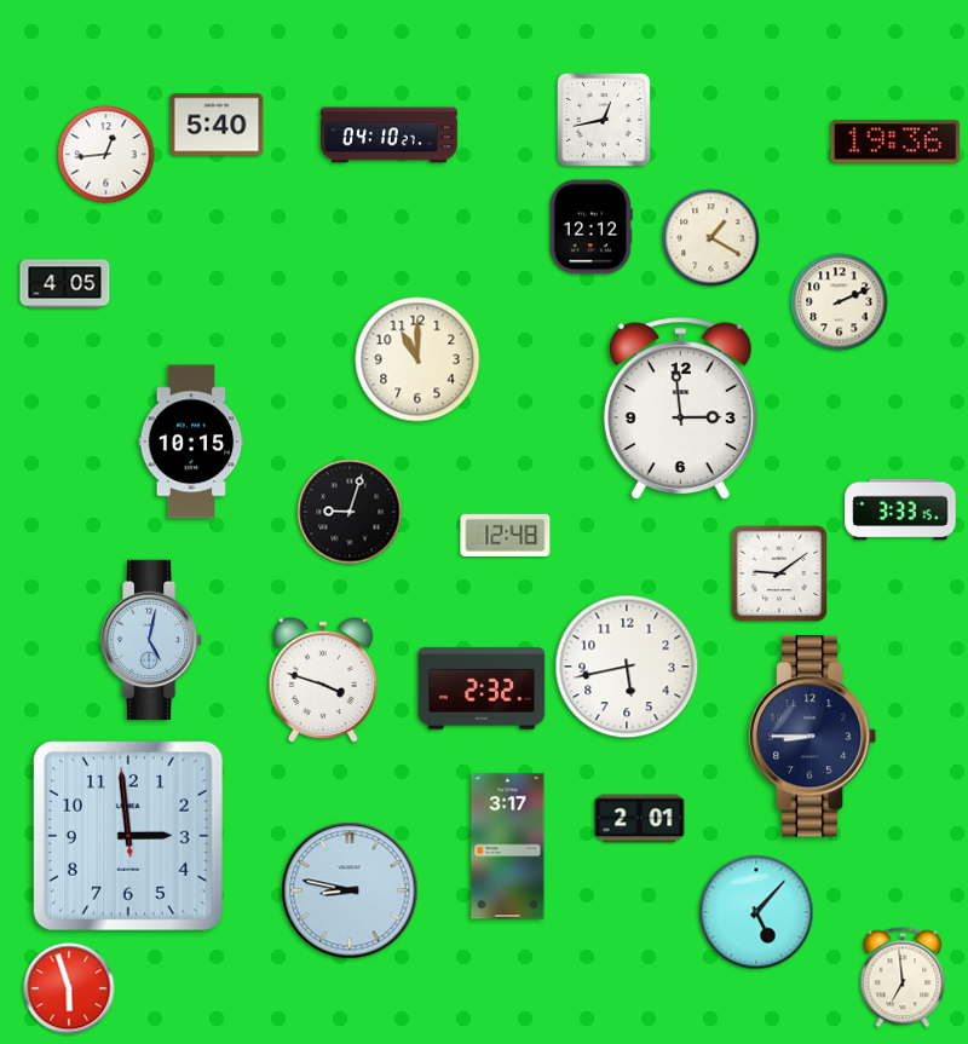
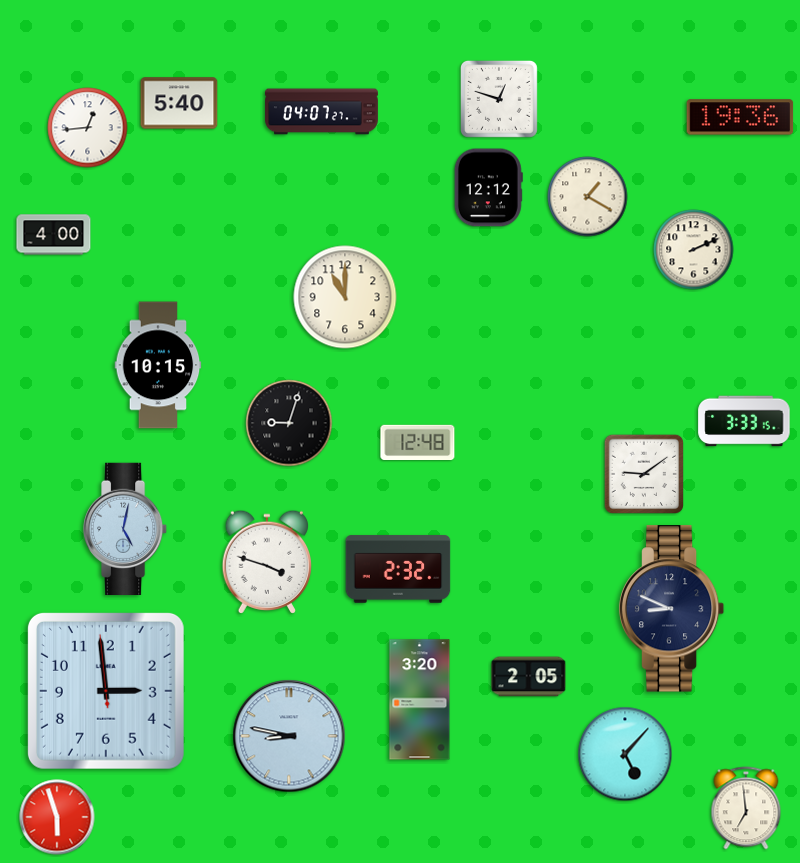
clock at (604, 120): 12:43 -> 12:48
clock at (390, 135): 04:10 -> 04:07
clock at (65, 284): 4:05 -> 4:00
clock at (680, 408): 2:59 -> none
clock at (627, 667): 5:43 -> none
clock at (813, 737): 8:45 -> 8:49
clock at (640, 819): 2:01 -> 2:05
clock at (508, 847): 3:17 -> 3:20
